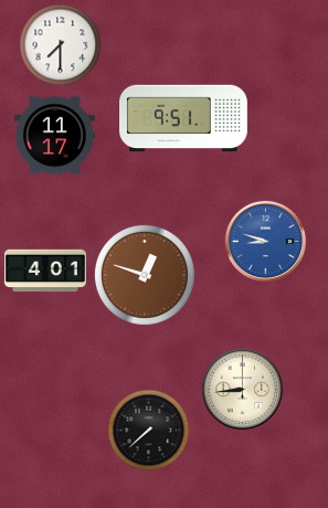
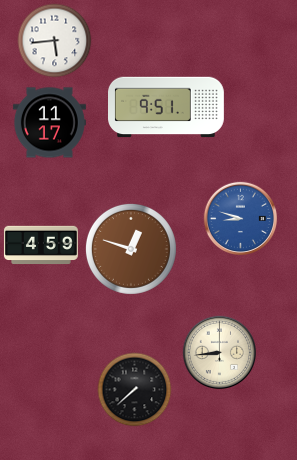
clock at (61, 45): 7:30 -> 5:44
clock at (45, 271): 4:01 -> 4:59
